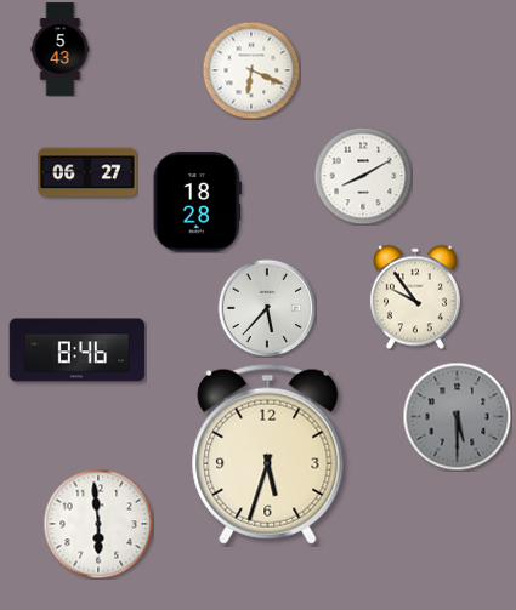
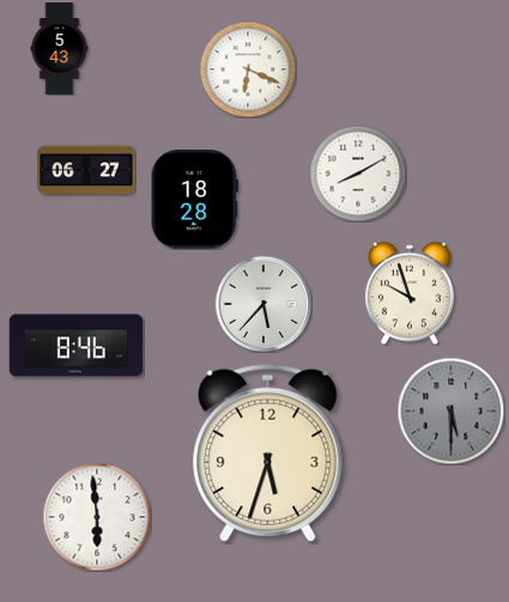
clock at (415, 297): 9:54 -> 9:57
clock at (268, 454) position: (268, 454) -> (268, 452)
